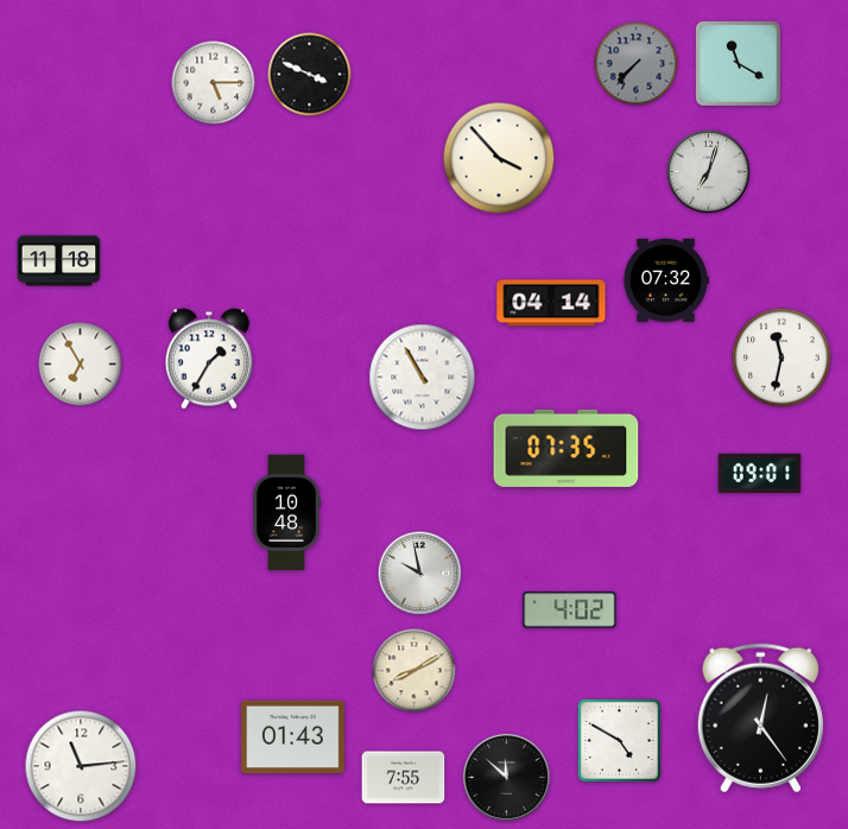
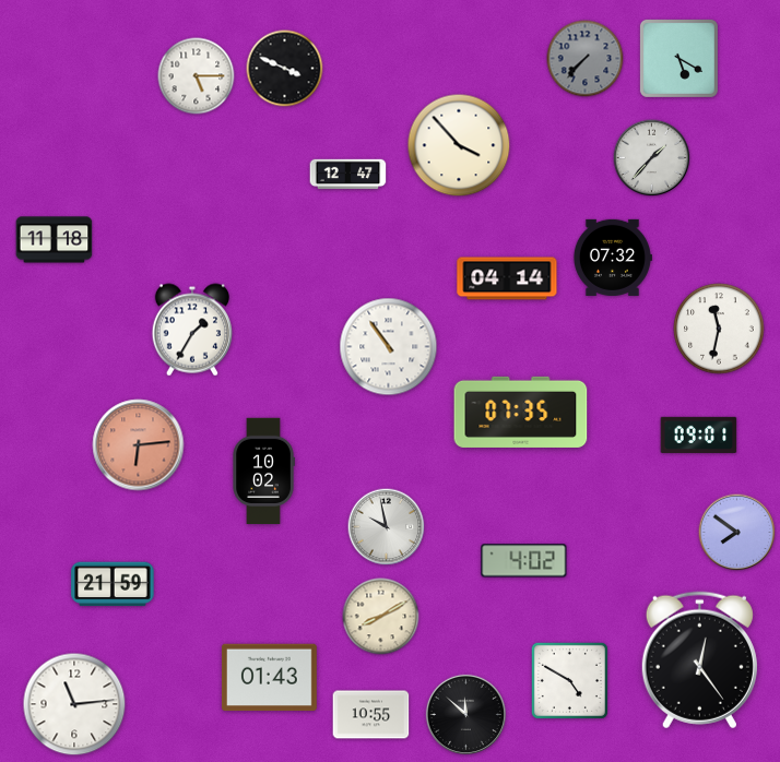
clock at (738, 63): 11:20 -> 5:20
clock at (709, 172): 7:03 -> 1:37
clock at (348, 175): none -> 12:47
clock at (81, 365): 6:55 -> none
clock at (423, 378): 10:55 -> 10:54
clock at (139, 445): none -> 6:14
clock at (286, 513): 10:48 -> 10:02
clock at (737, 533): none -> 7:51
clock at (113, 584): none -> 21:59
clock at (404, 778): 7:55 -> 10:55
